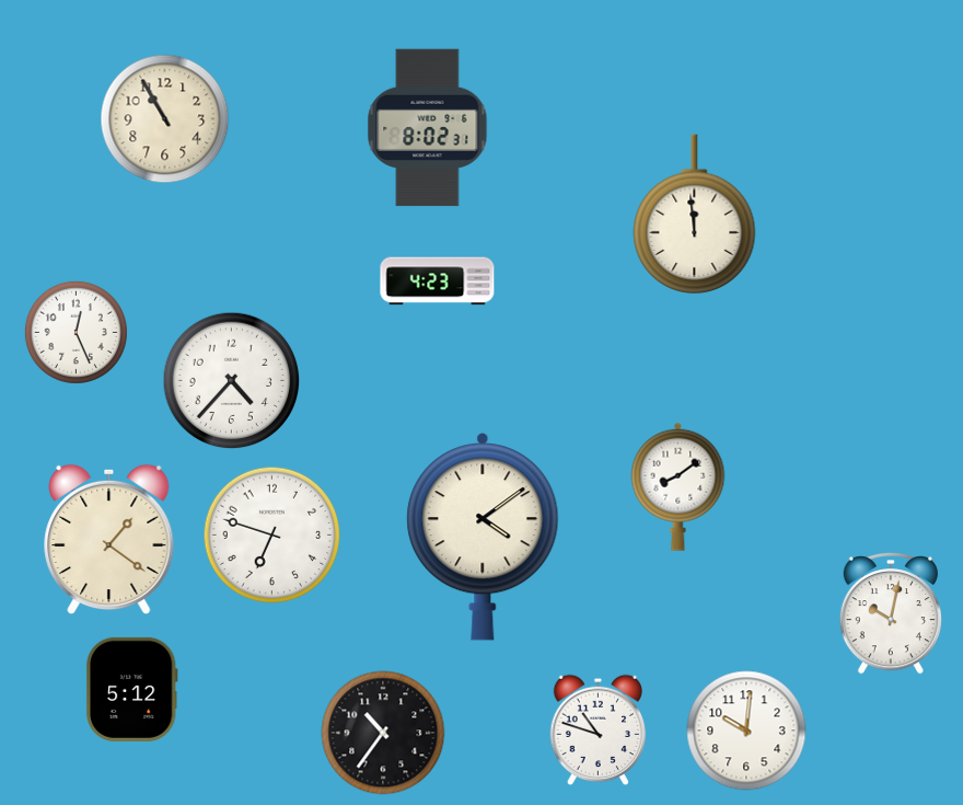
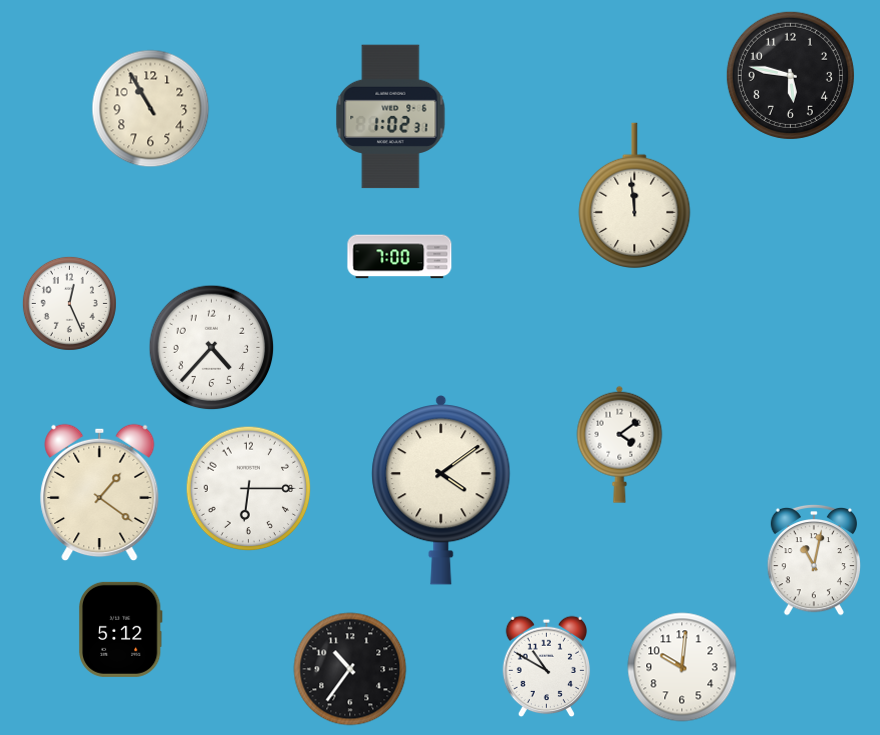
clock at (790, 75): none -> 5:47
clock at (428, 128): 8:02 -> 1:02
clock at (438, 281): 4:23 -> 7:00
clock at (678, 486): 8:09 -> 4:09
clock at (272, 536): 6:48 -> 6:15
clock at (890, 613): 10:02 -> 11:02
clock at (599, 731): 10:48 -> 10:50
